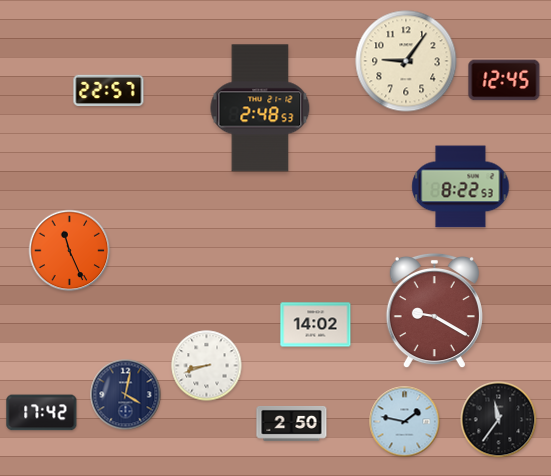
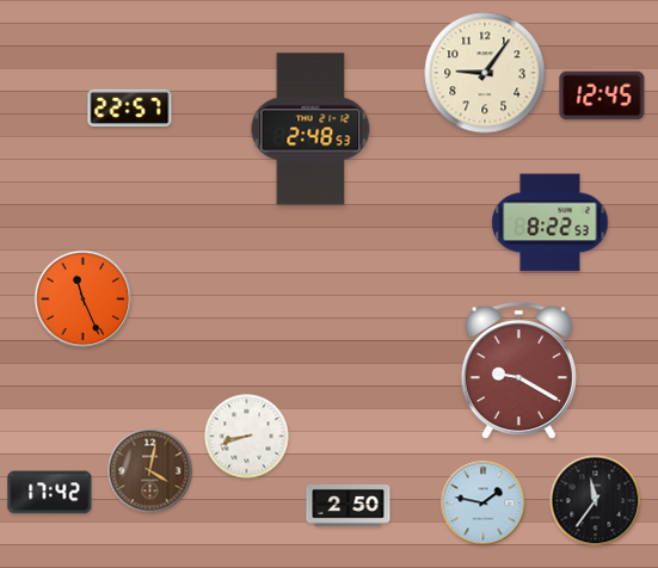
clock at (316, 325): 14:02 -> none
clock at (126, 395) dial: navy -> brown
